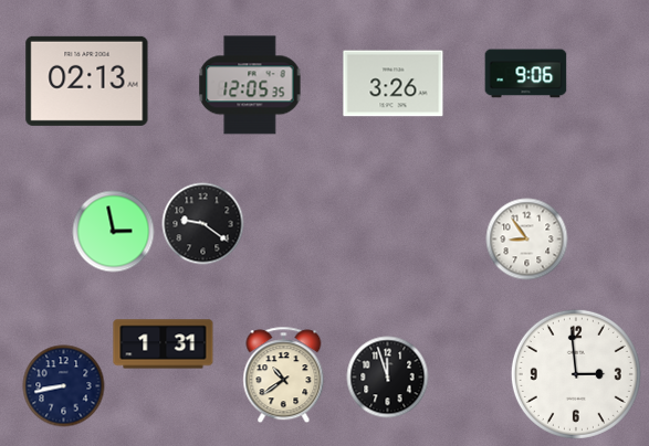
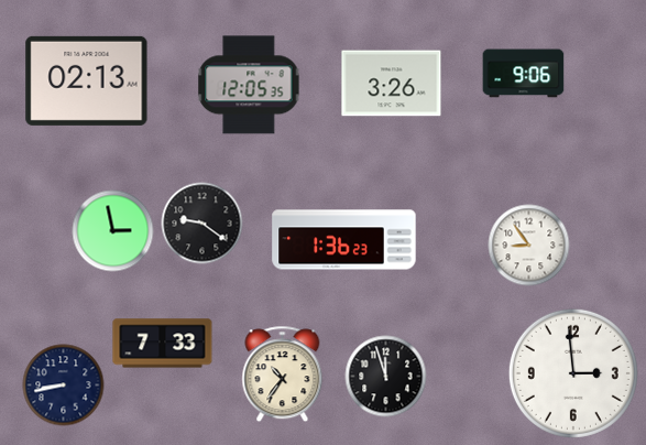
clock at (527, 240) position: (527, 240) -> (529, 246)
clock at (344, 240): none -> 1:36
clock at (164, 344): 1:31 -> 7:33
clock at (284, 375): 10:39 -> 10:36
